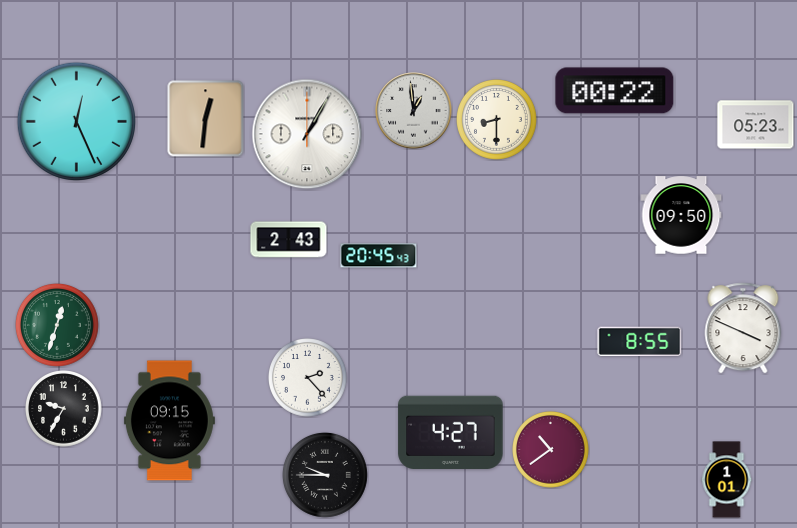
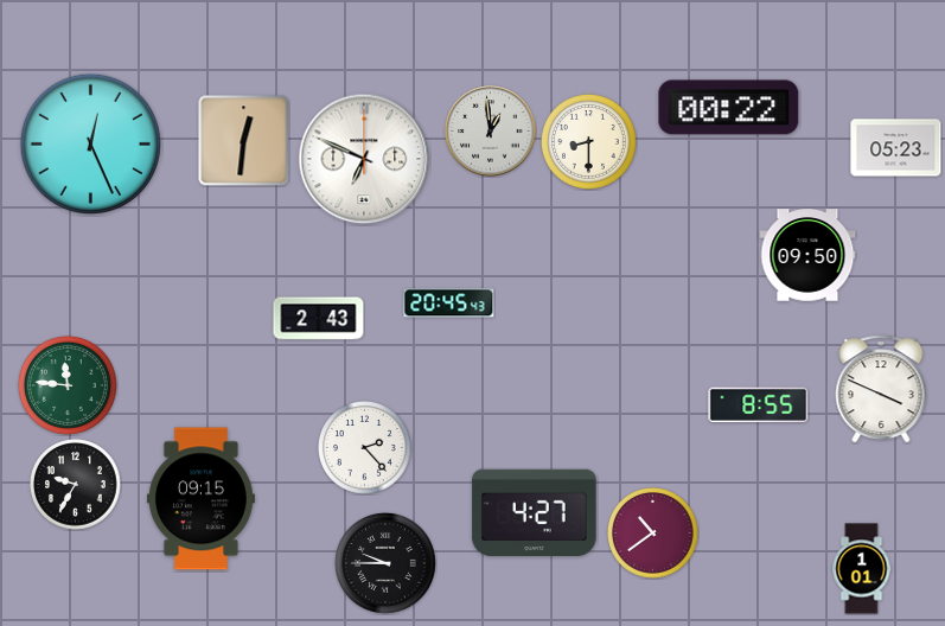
clock at (307, 134): 1:05 -> 6:49
clock at (289, 240) position: (289, 240) -> (319, 319)
clock at (57, 325): 12:33 -> 11:46
